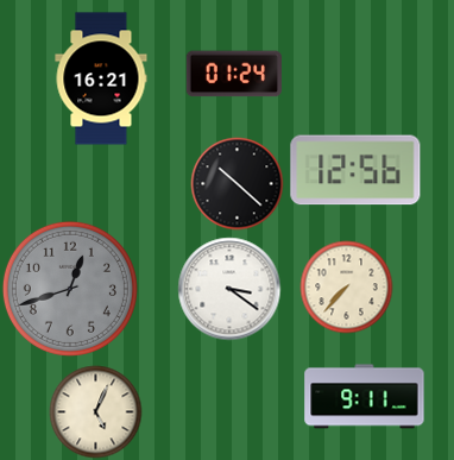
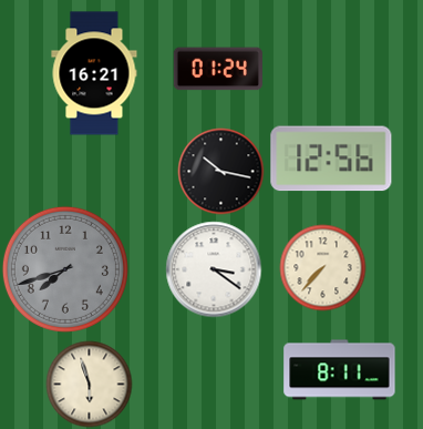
clock at (237, 183): 10:22 -> 10:17
clock at (70, 289): 12:42 -> 7:42
clock at (365, 397): 9:11 -> 8:11
clock at (95, 411): 5:04 -> 5:57
